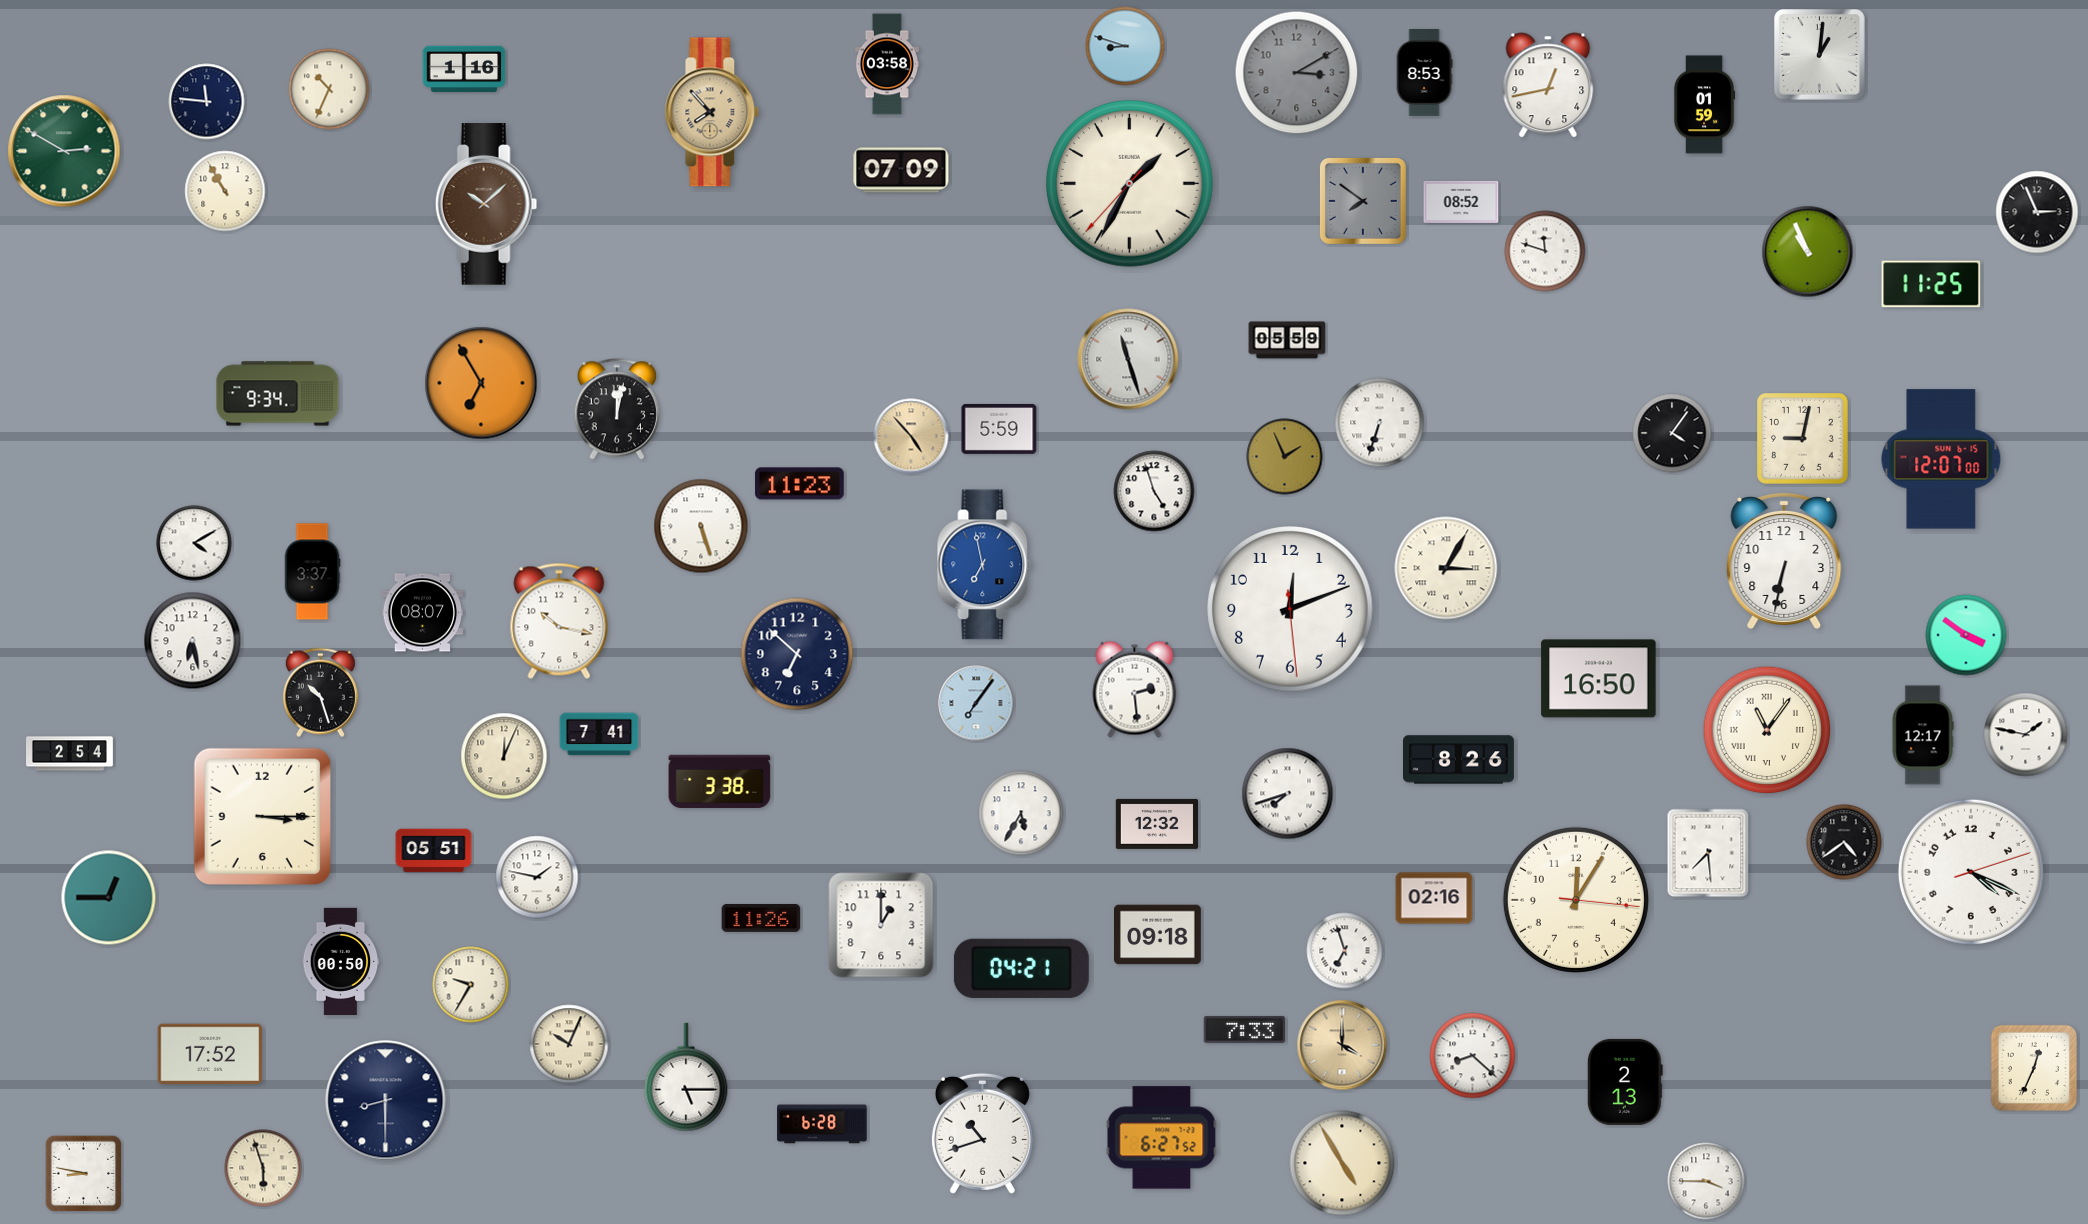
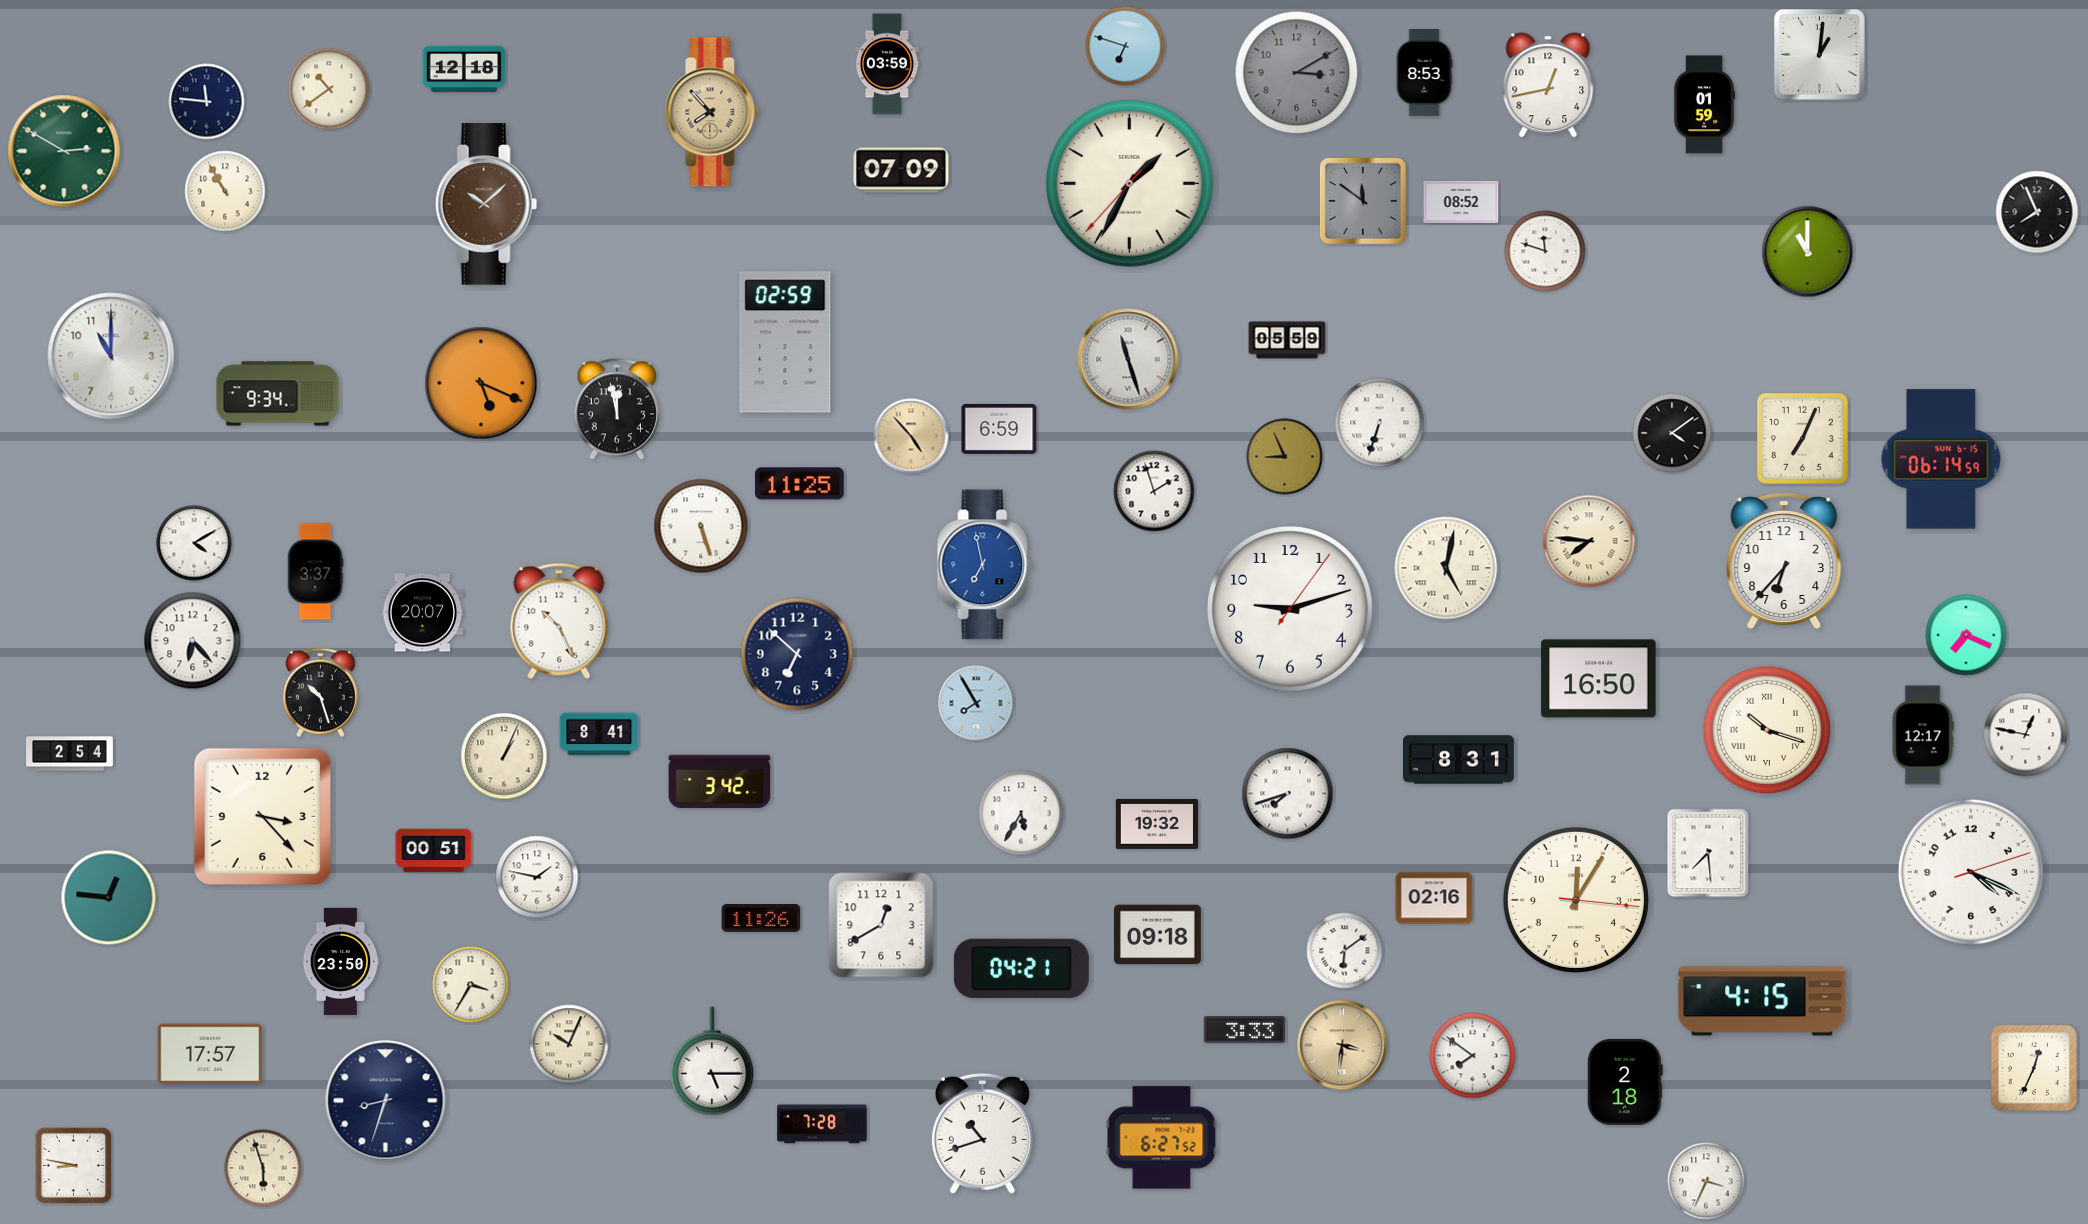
clock at (1125, 46): 8:48 -> 6:48
clock at (887, 64): 03:58 -> 03:59
clock at (464, 69): 1:16 -> 12:18
clock at (329, 89): 10:34 -> 10:39
clock at (1363, 201): 7:51 -> 11:51
clock at (2037, 212): 2:56 -> 7:56
clock at (1808, 252): 10:56 -> 11:00
clock at (1931, 284): 11:25 -> none
clock at (785, 342): none -> 02:59
clock at (111, 356): none -> 11:00
clock at (481, 383): 6:55 -> 5:19
clock at (617, 409): 12:02 -> 11:58
clock at (999, 429): 5:59 -> 6:59
clock at (1672, 433): 4:06 -> 4:09
clock at (1803, 439): 9:02 -> 7:04
clock at (1285, 457): 1:56 -> 8:56
clock at (1941, 459): 12:07 -> 06:14
clock at (800, 484): 11:23 -> 11:25
clock at (1154, 491): 4:57 -> 1:57
clock at (1589, 541): none -> 7:46
clock at (1784, 560): 6:32 -> 6:37
clock at (1446, 568): 3:05 -> 5:02
clock at (312, 572) position: (312, 572) -> (315, 572)
clock at (1291, 610): 12:11 -> 9:12
clock at (423, 613): 08:07 -> 20:07
clock at (559, 621): 10:17 -> 10:26
clock at (1966, 635): 3:51 -> 7:19
clock at (193, 641): 6:28 -> 6:23
clock at (1135, 689): 2:29 -> none
clock at (976, 703): 7:06 -> 7:55
clock at (1767, 730): 11:06 -> 10:18
clock at (599, 734): 7:41 -> 8:41
clock at (2026, 735): 1:47 -> 12:47
clock at (504, 756): 12:04 -> 1:04
clock at (1459, 760): 8:26 -> 8:31
clock at (720, 781): 3:38 -> 3:42
clock at (262, 816): 3:15 -> 3:23
clock at (1157, 824): 12:32 -> 19:32
clock at (1844, 842): 4:39 -> none
clock at (434, 851): 05:51 -> 00:51
clock at (109, 898): 12:45 -> 12:46
clock at (881, 925): 1:00 -> 12:40
clock at (1345, 951): 6:57 -> 6:09
clock at (341, 961): 00:50 -> 23:50
clock at (471, 985): 9:35 -> 3:35
clock at (1762, 1001): none -> 4:15
clock at (1245, 1029): 7:33 -> 3:33
clock at (1342, 1045): 4:00 -> 3:31
clock at (210, 1054): 17:52 -> 17:57
clock at (1473, 1056): 8:22 -> 7:51
clock at (686, 1077) position: (686, 1077) -> (712, 1061)
clock at (1625, 1082): 2:13 -> 2:18
clock at (386, 1101): 8:30 -> 8:33
clock at (822, 1124): 6:28 -> 7:28
clock at (1342, 1163): 4:55 -> none
clock at (84, 1174) position: (84, 1174) -> (74, 1166)
clock at (1706, 1181): 3:45 -> 3:34
